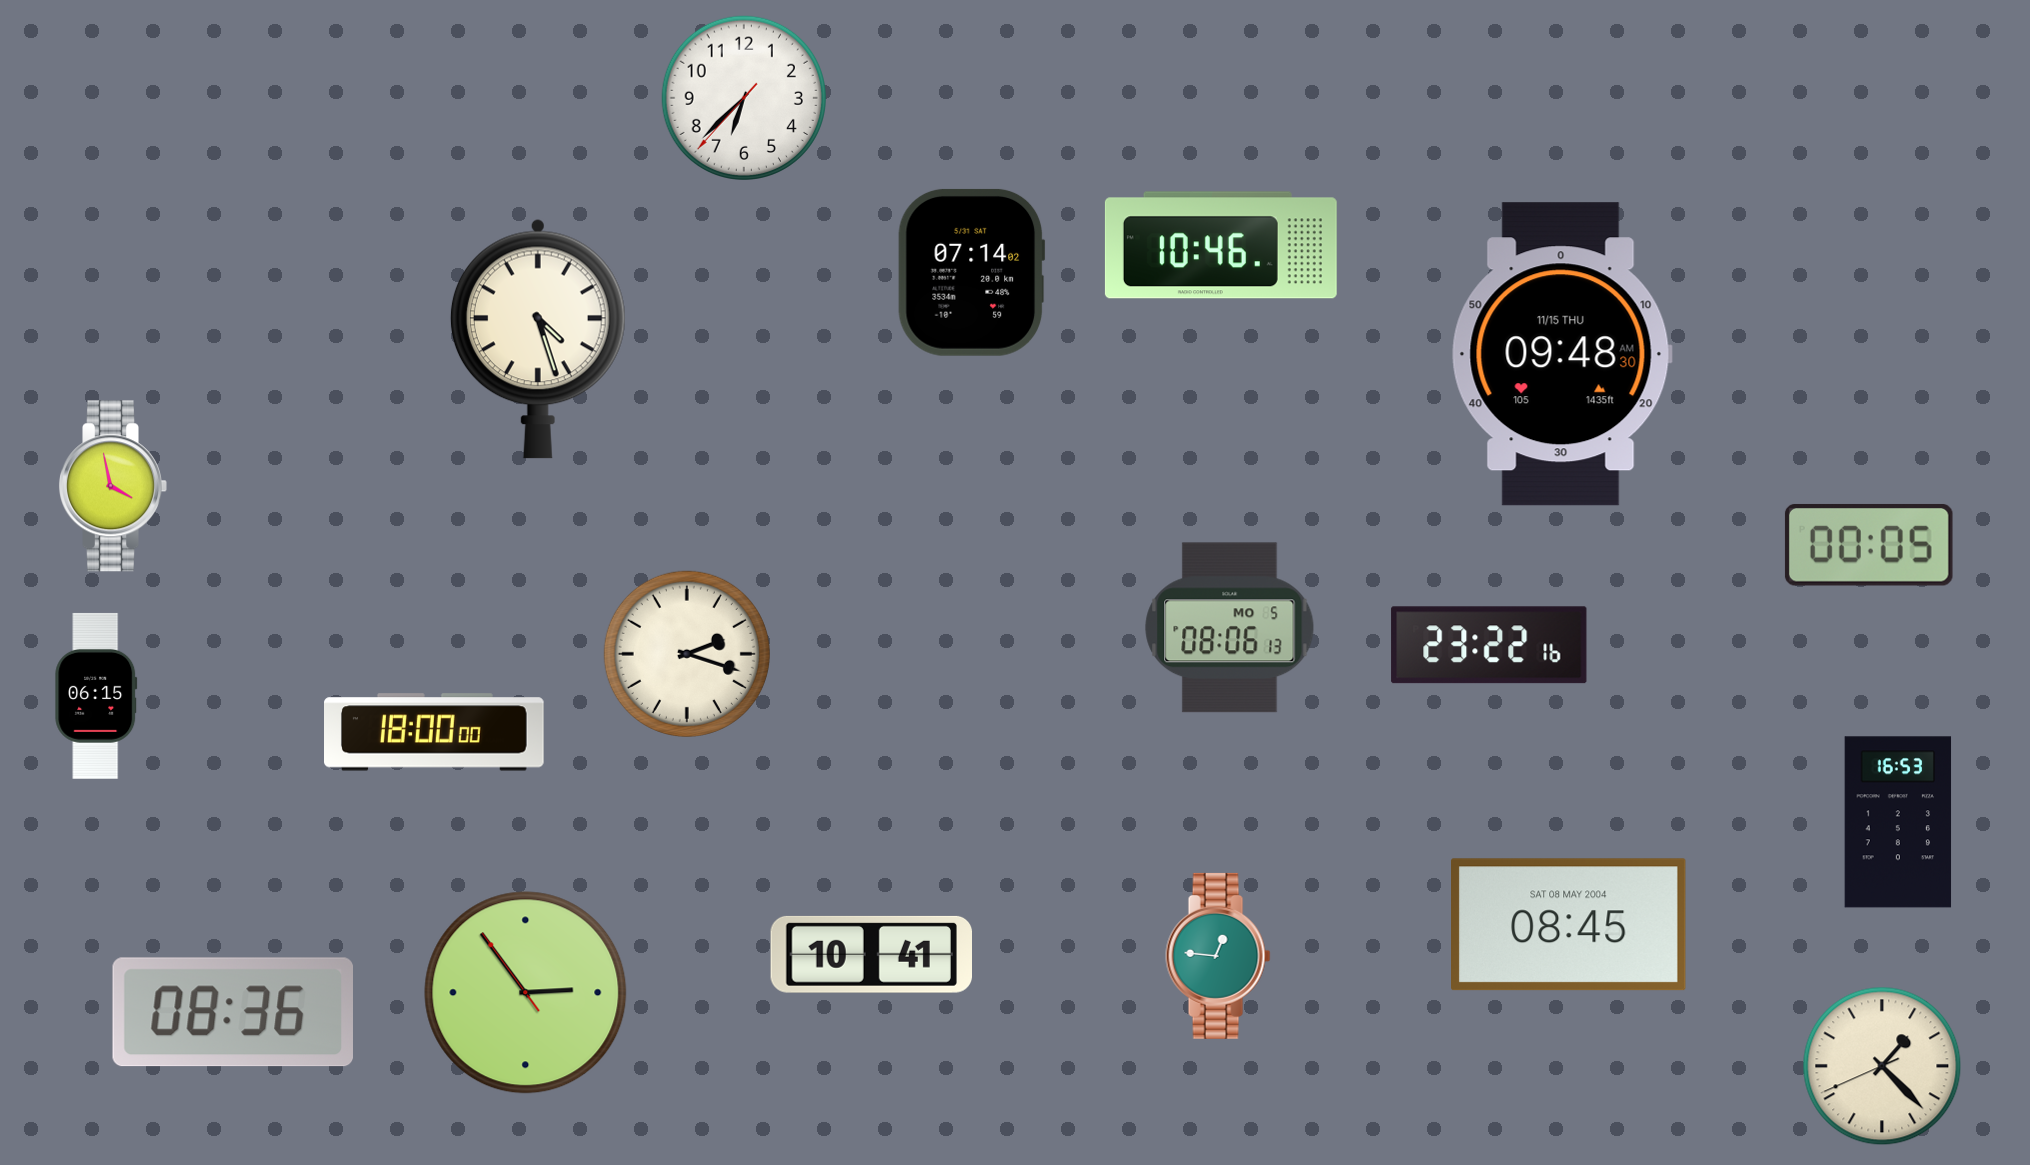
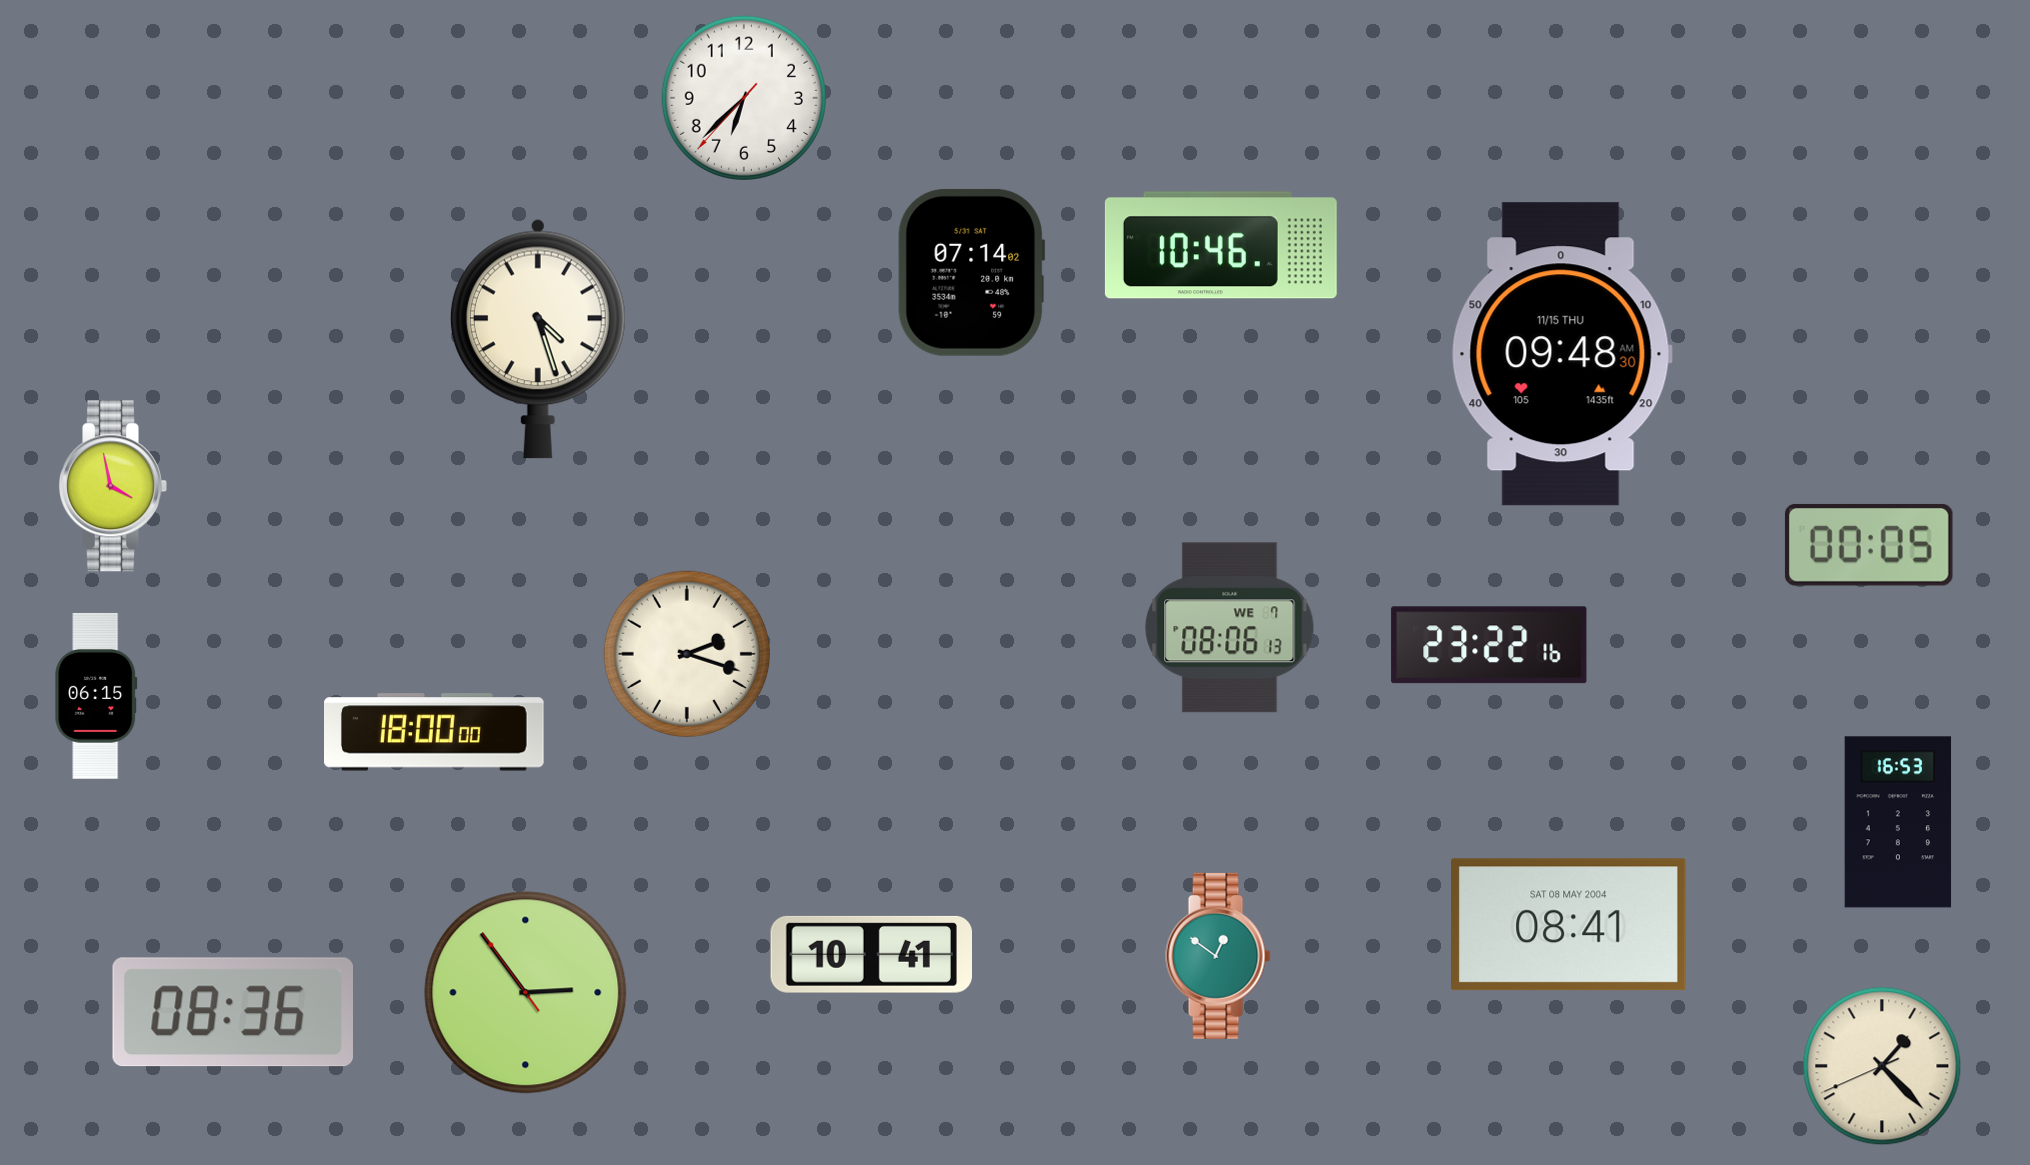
clock at (1230, 628) date: MO 5 -> WE 7
clock at (1569, 925): 08:45 -> 08:41
clock at (1218, 956): 12:46 -> 12:51
